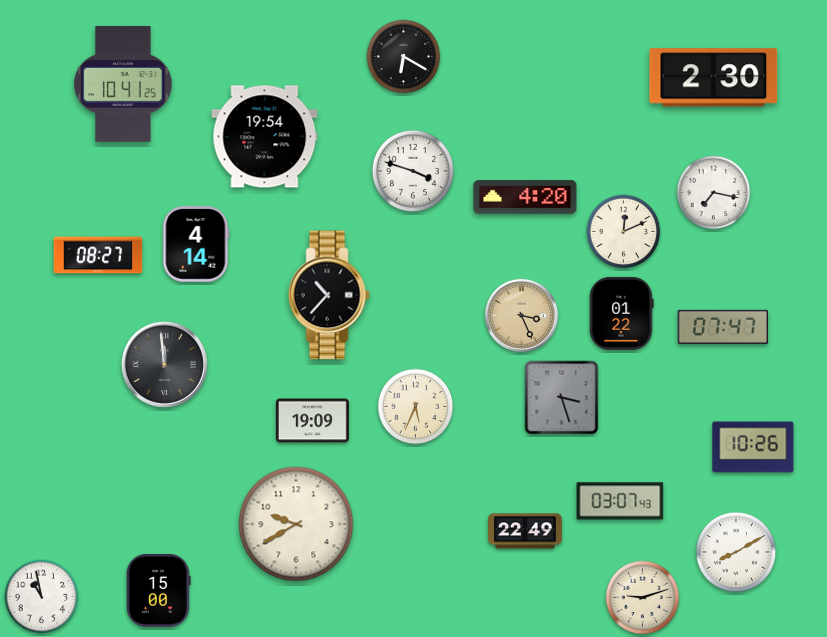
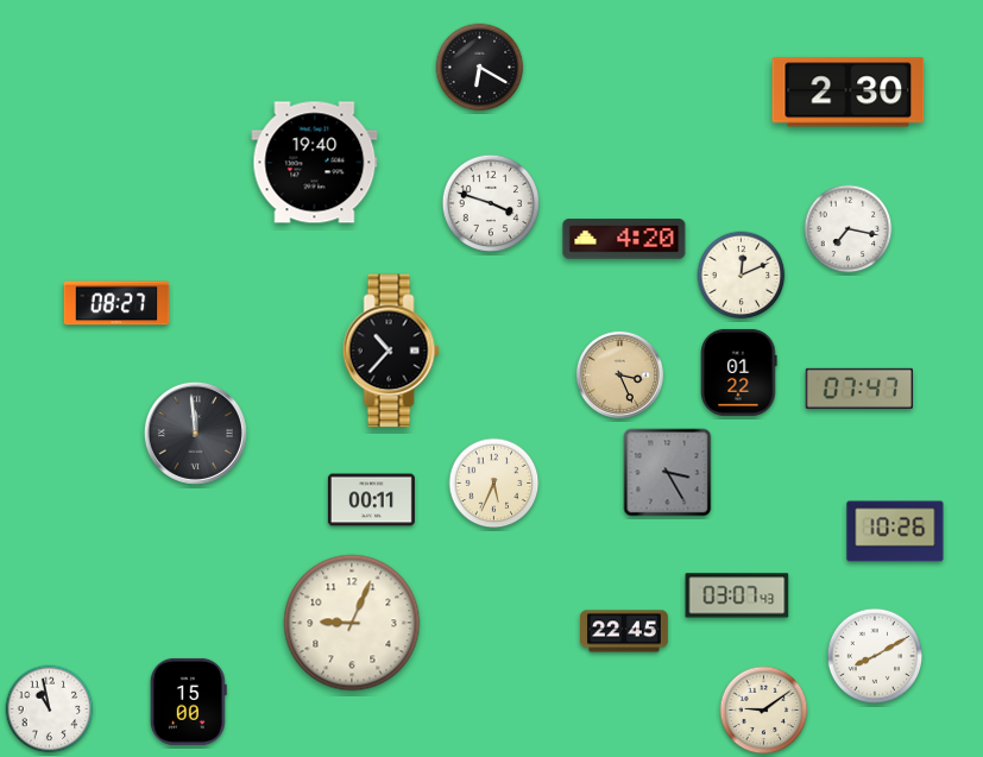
clock at (123, 84): 10:41 -> none
clock at (265, 137): 19:54 -> 19:40
clock at (525, 197) position: (525, 197) -> (624, 239)
clock at (196, 244): 4:14 -> none
clock at (562, 398): 3:27 -> 3:25
clock at (312, 421): 19:09 -> 00:11
clock at (296, 524): 9:40 -> 9:04
clock at (526, 531): 22:49 -> 22:45
clock at (643, 598): 9:12 -> 9:09
